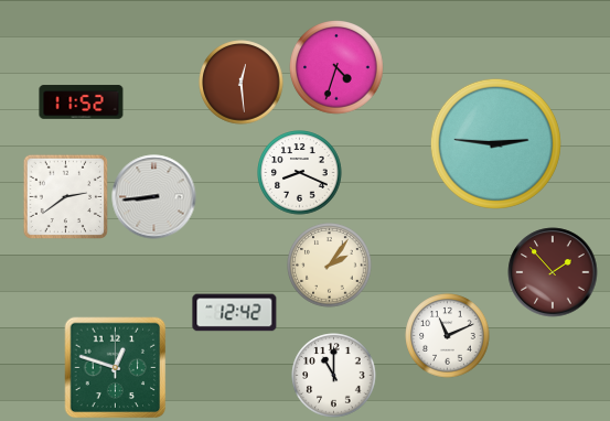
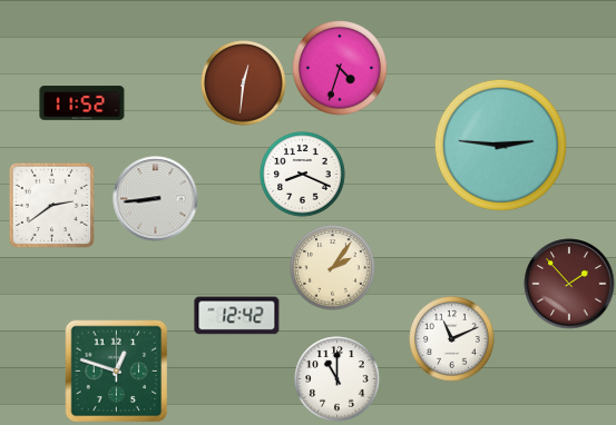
clock at (242, 83): 12:29 -> 12:31
clock at (65, 196) position: (65, 196) -> (51, 205)
clock at (553, 272) position: (553, 272) -> (569, 284)
